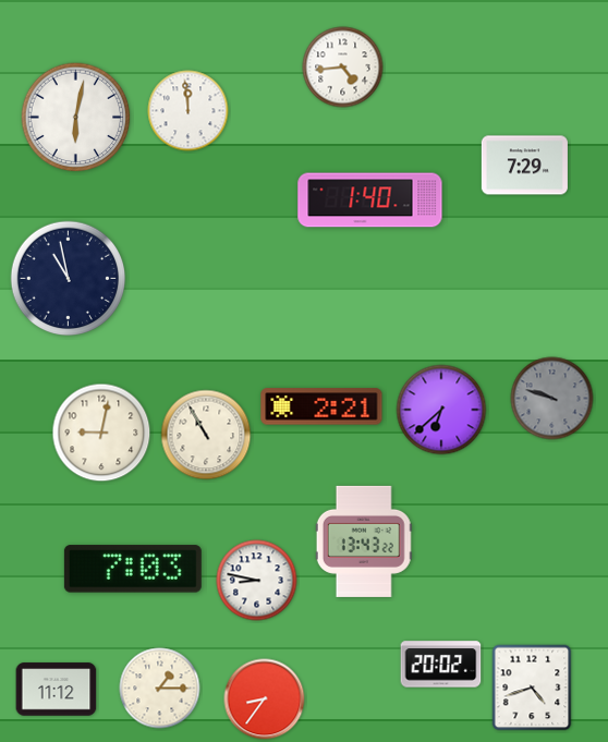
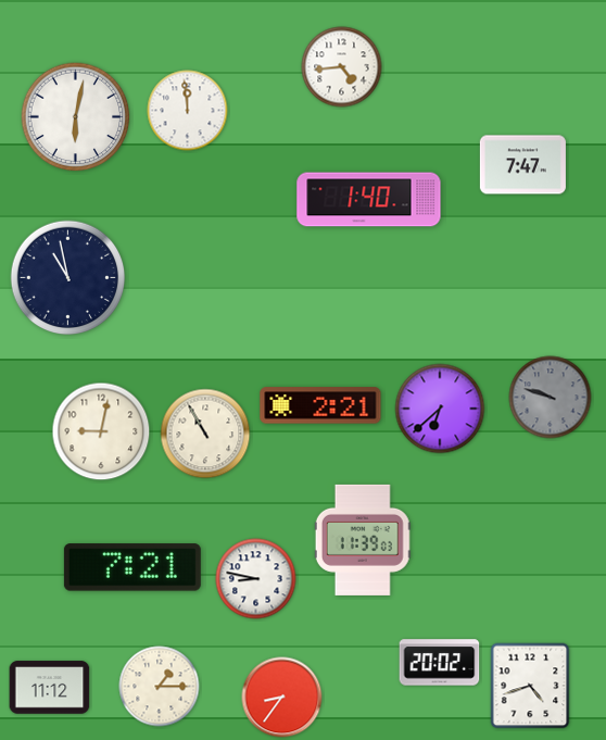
clock at (524, 166): 7:29 -> 7:47
clock at (364, 542): 13:43 -> 11:39
clock at (133, 569): 7:03 -> 7:21
clock at (57, 690) position: (57, 690) -> (50, 688)
clock at (265, 700) position: (265, 700) -> (282, 698)
